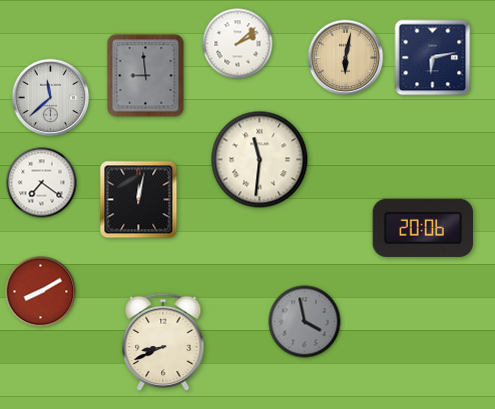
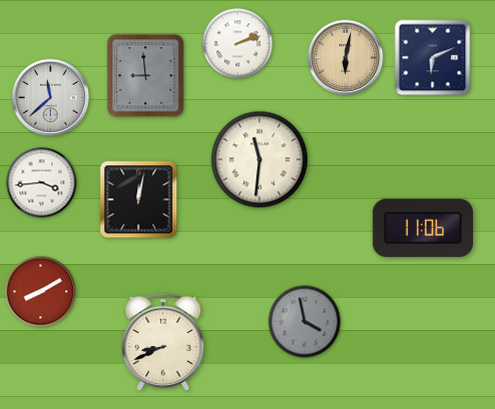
clock at (238, 44): 2:08 -> 2:12
clock at (433, 58): 6:13 -> 6:11
clock at (42, 183): 7:21 -> 3:44
clock at (422, 228): 20:06 -> 11:06
